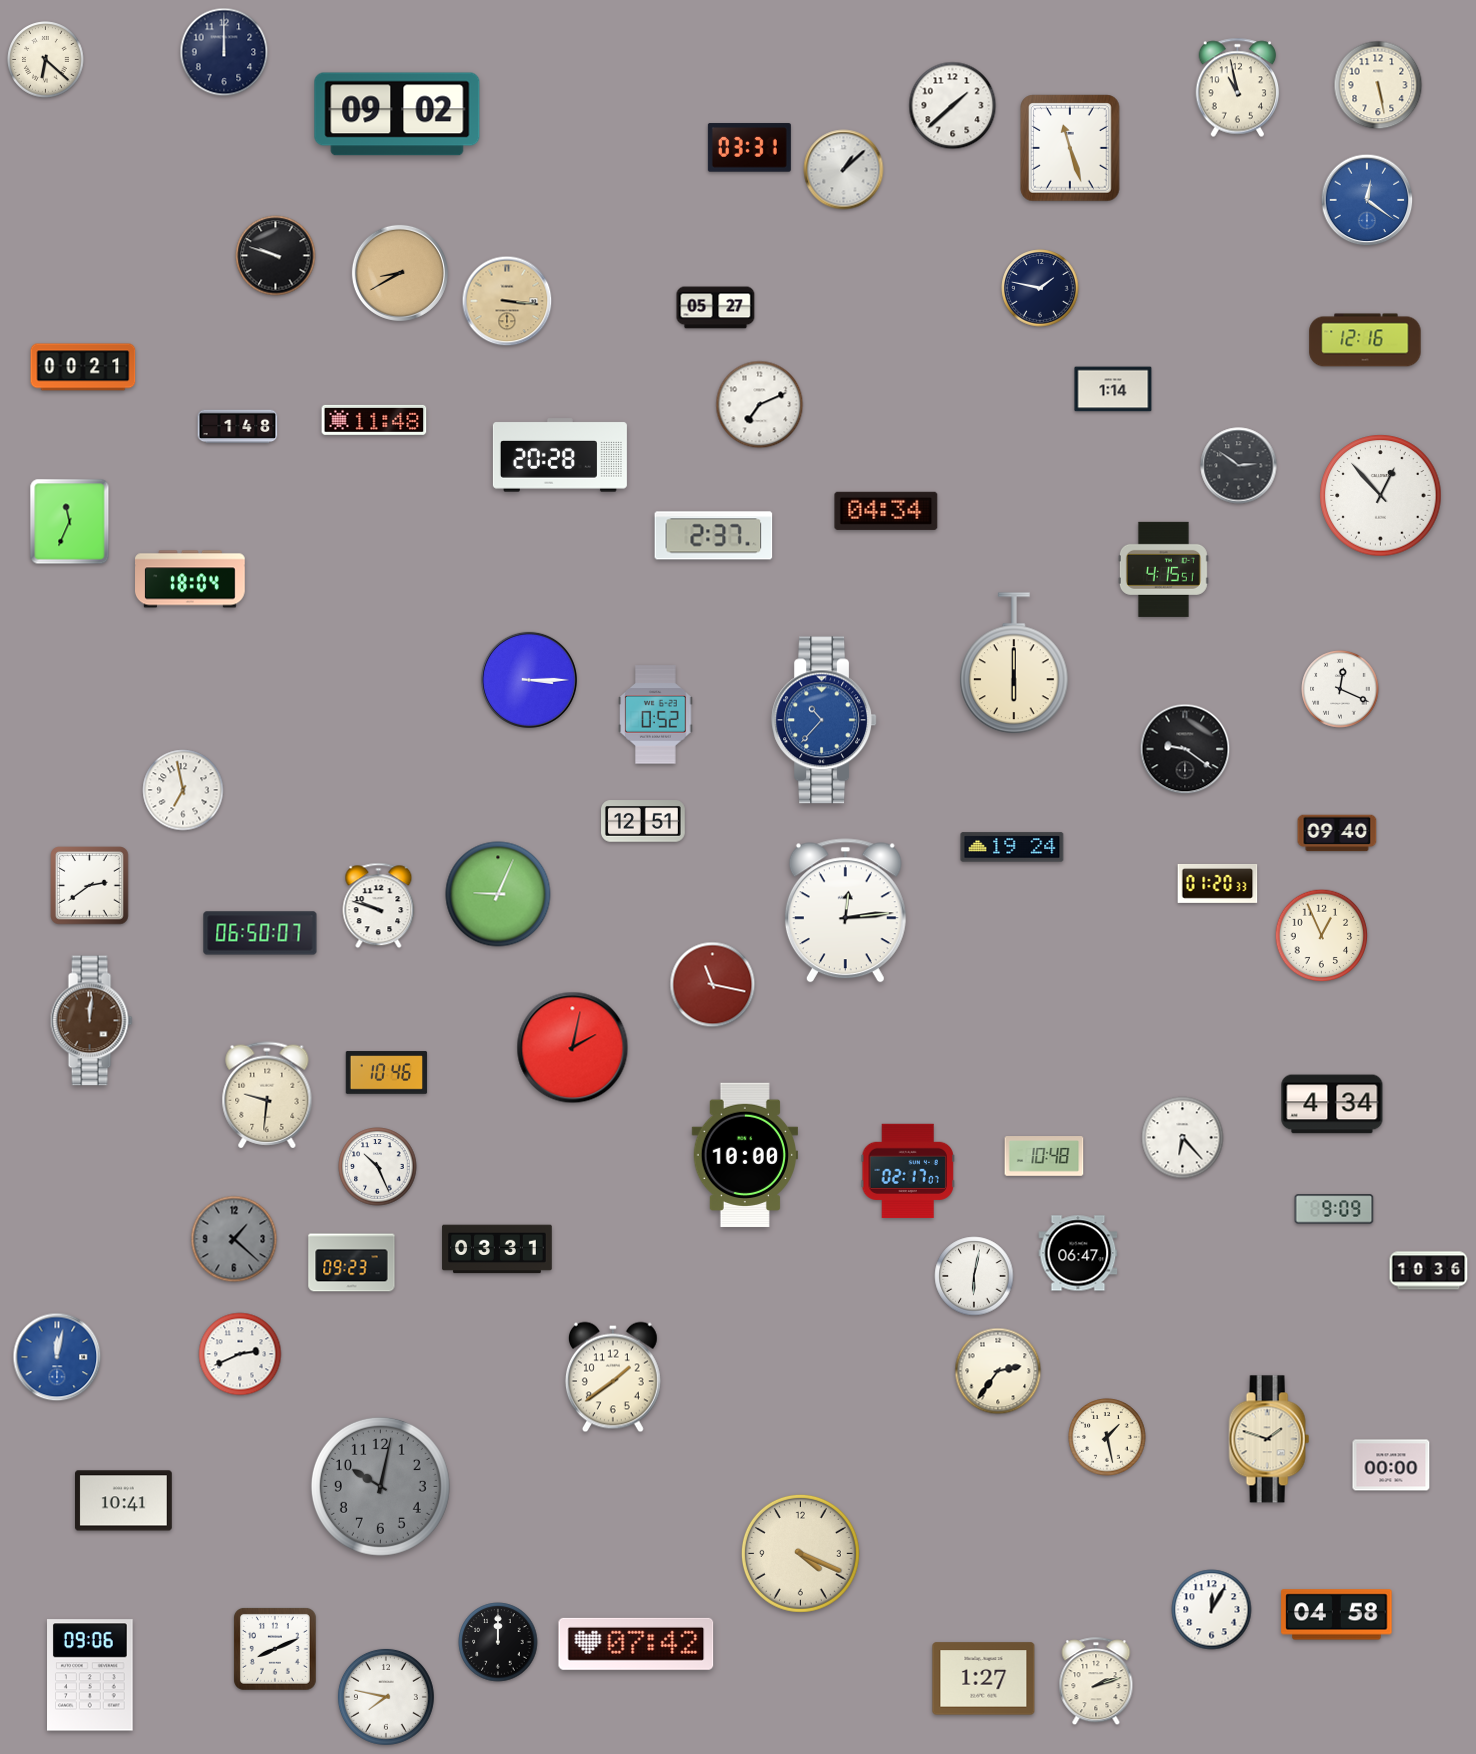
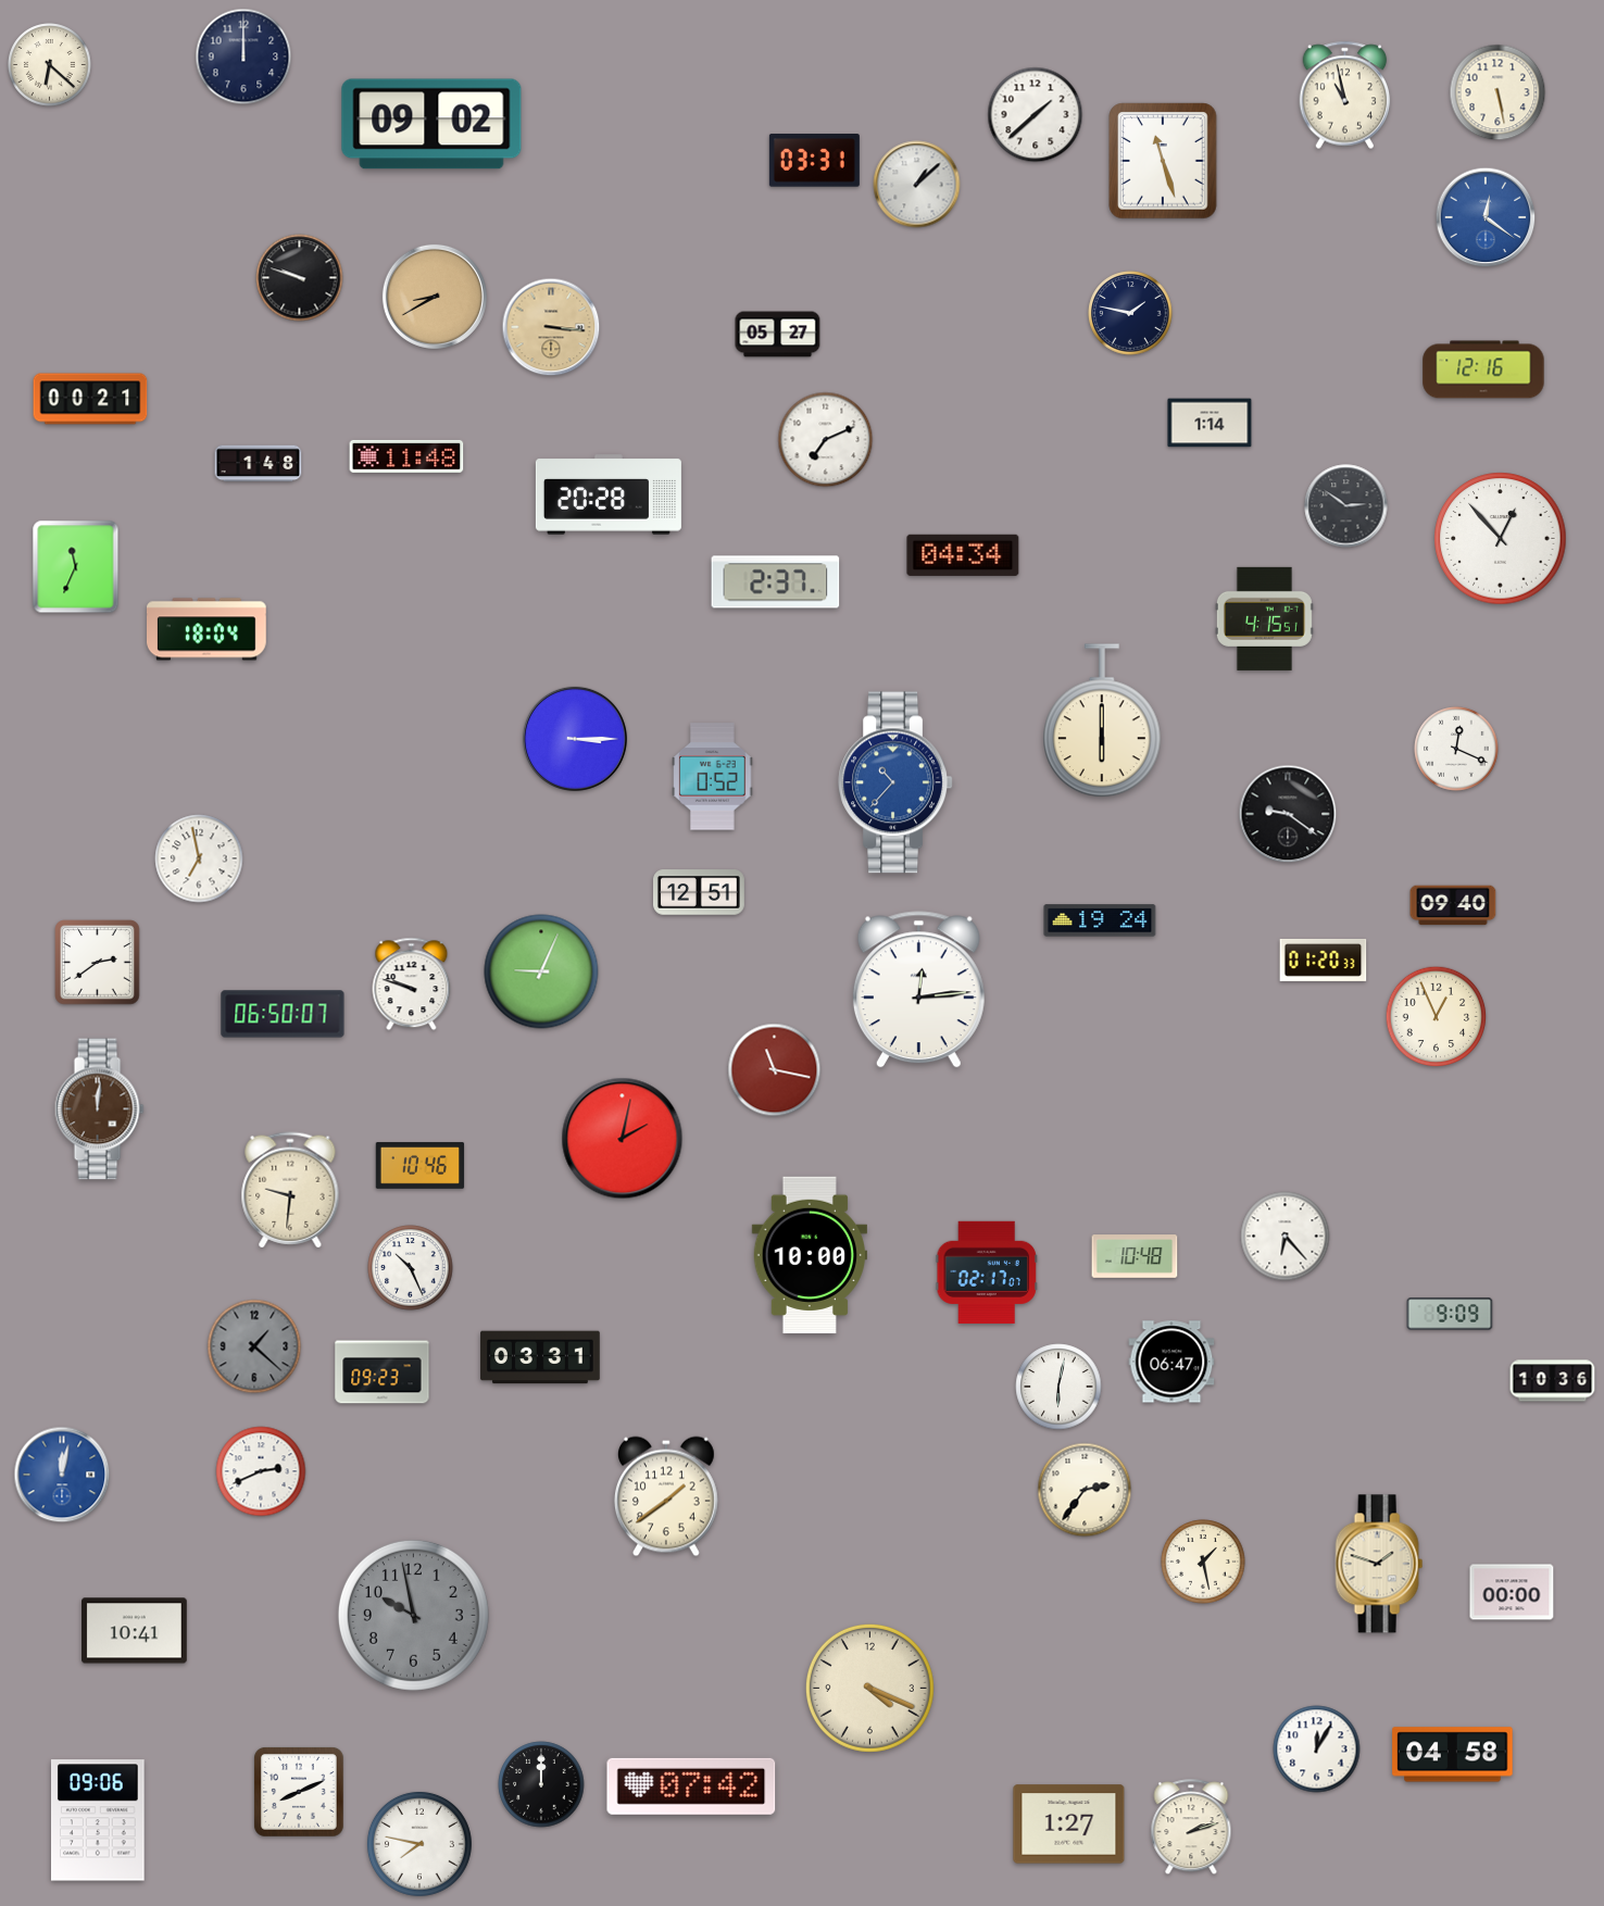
clock at (1332, 1104): 4:34 -> none
clock at (380, 1486): 10:02 -> 9:58
